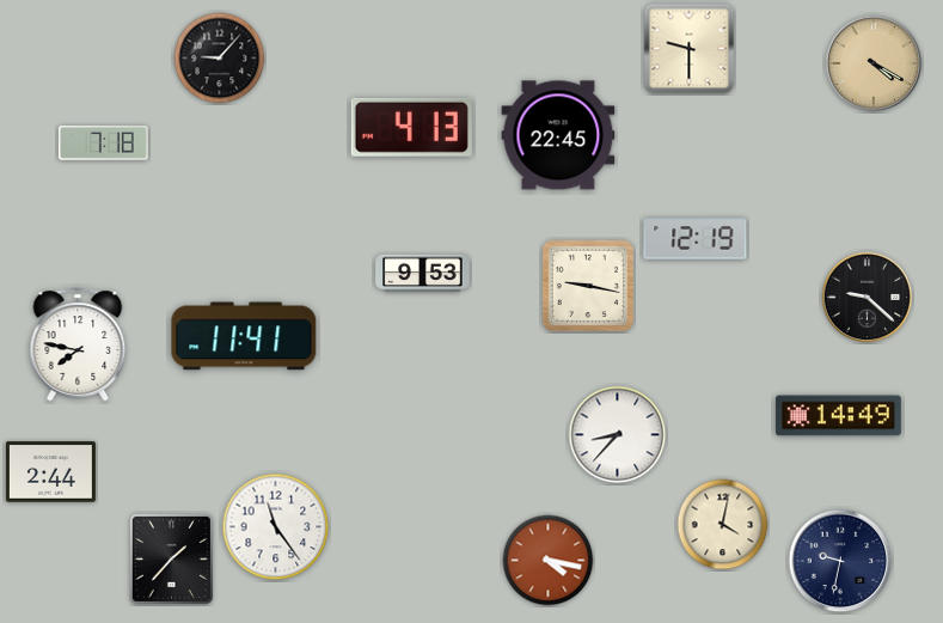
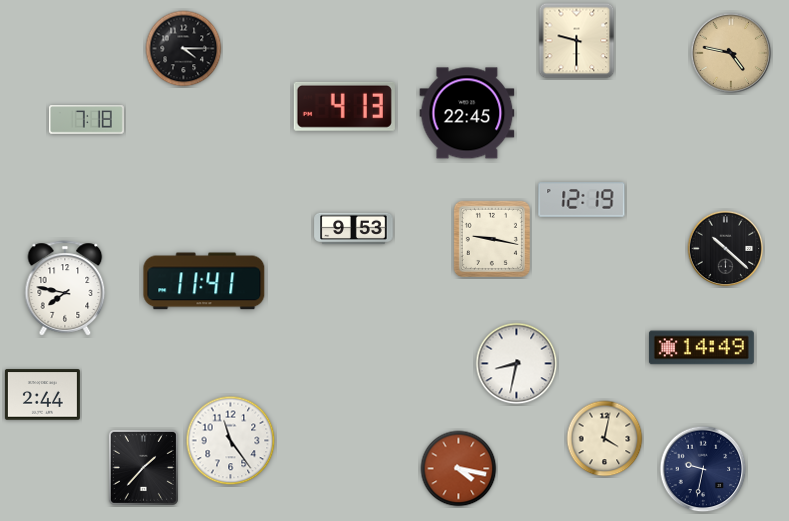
clock at (220, 59): 9:07 -> 4:15
clock at (874, 63): 4:20 -> 4:47
clock at (868, 298): 9:22 -> 10:22
clock at (618, 435): 8:37 -> 8:32
